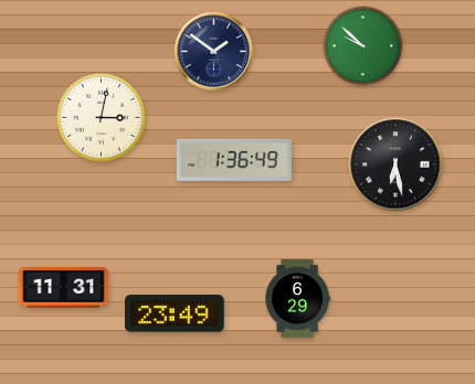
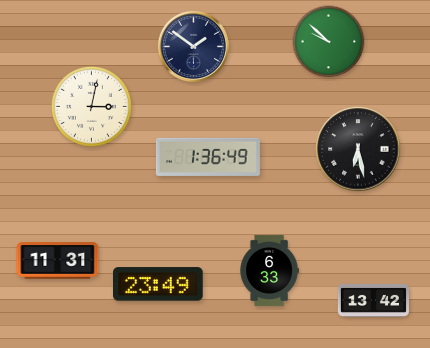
clock at (234, 160) position: (234, 160) -> (208, 157)
clock at (297, 298): 6:29 -> 6:33
clock at (373, 300): none -> 13:42
